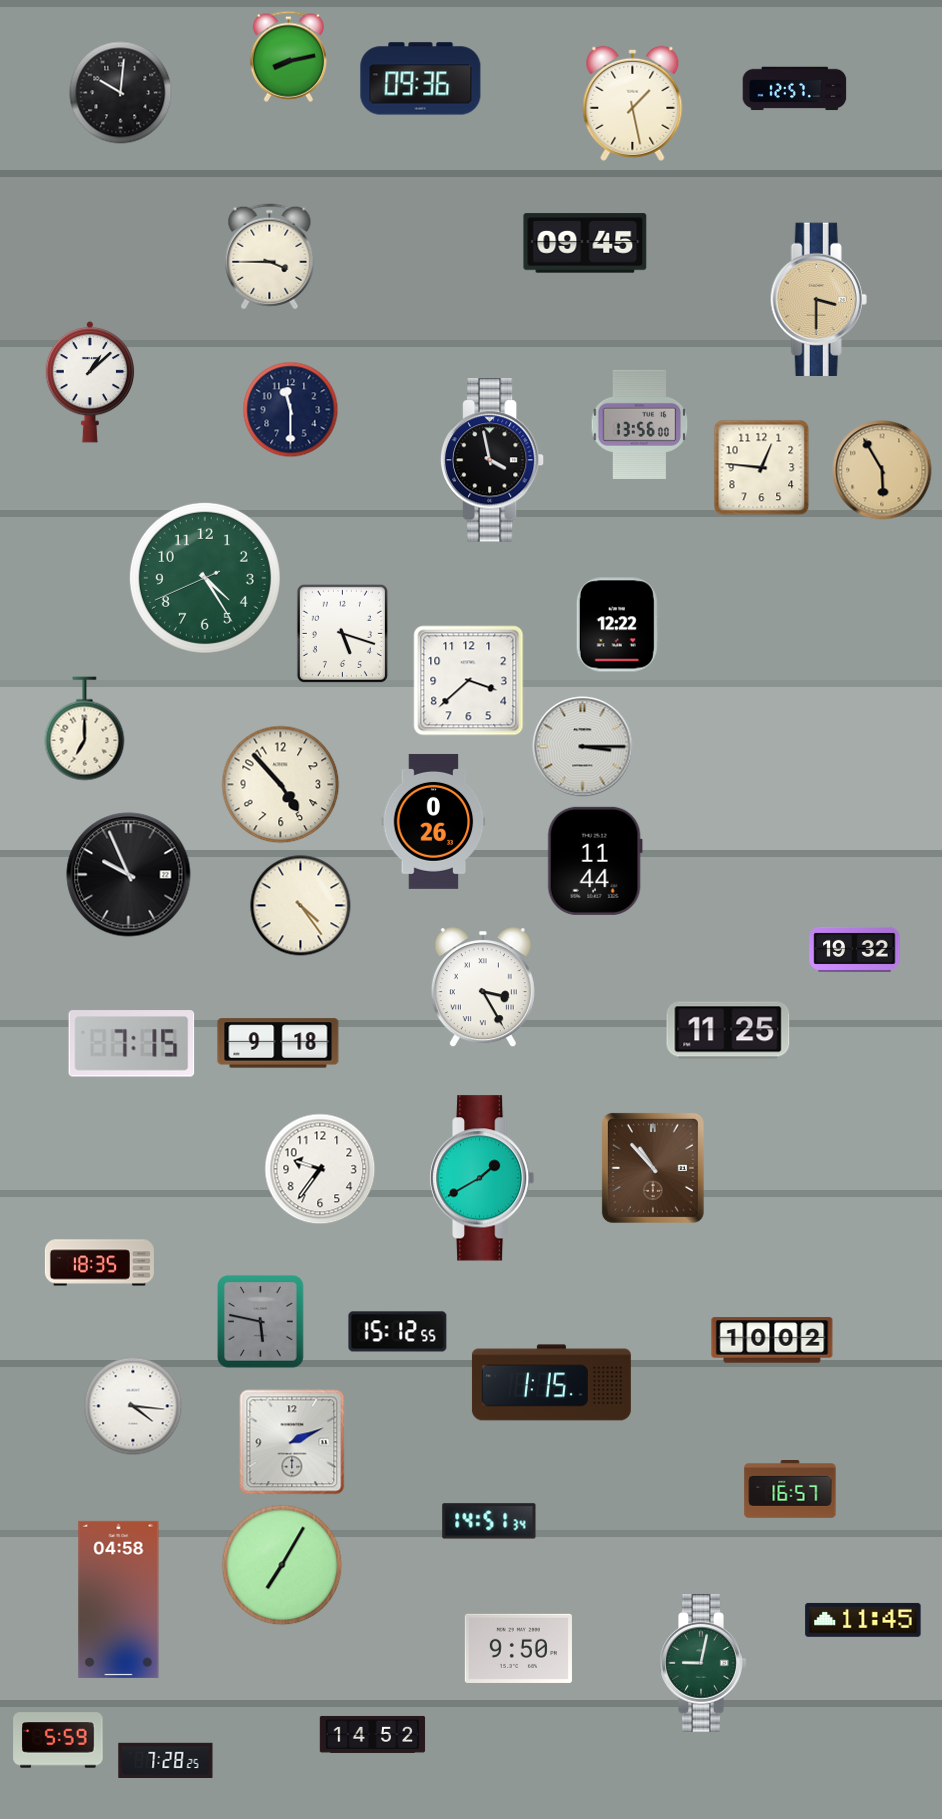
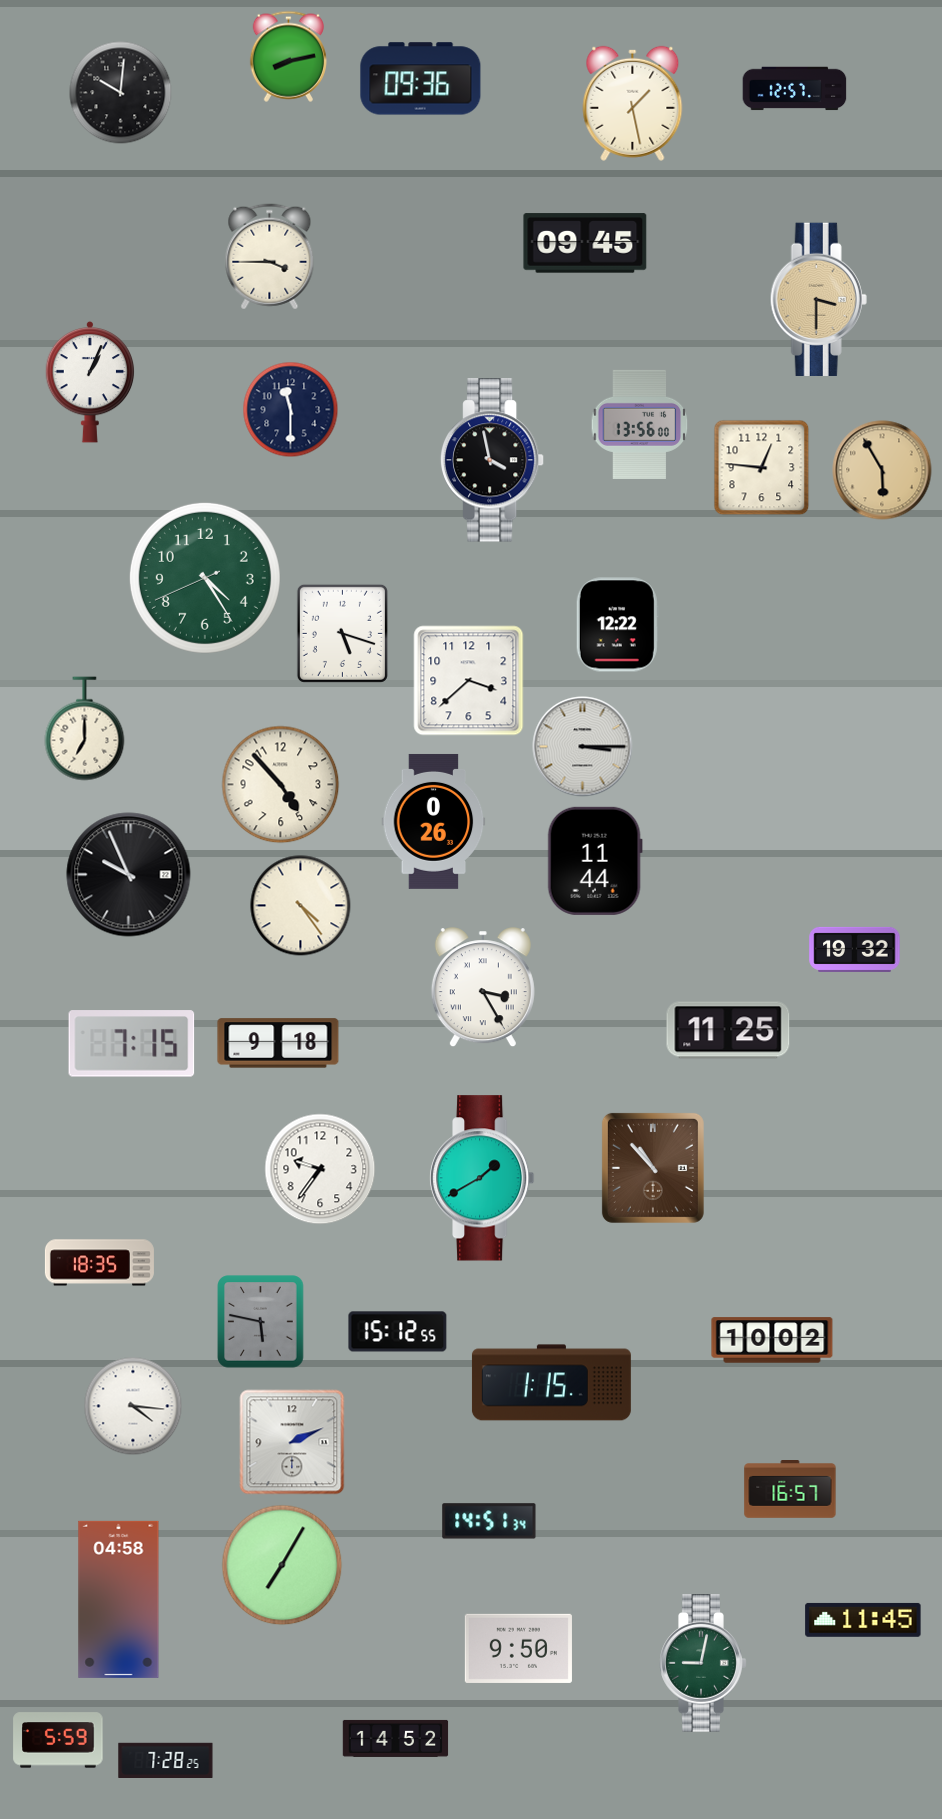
clock at (90, 382): 1:08 -> 1:04
clock at (373, 1734) position: (373, 1734) -> (396, 1738)
